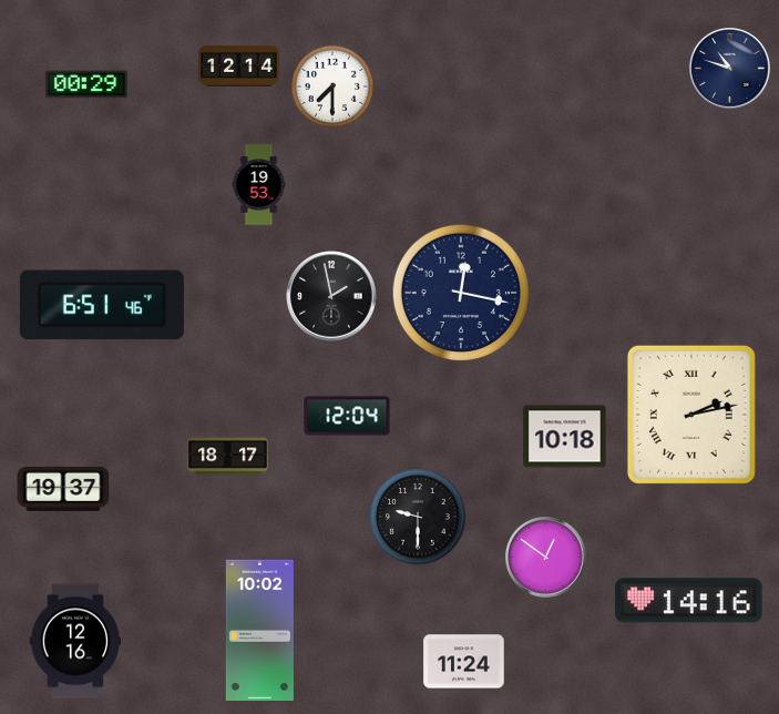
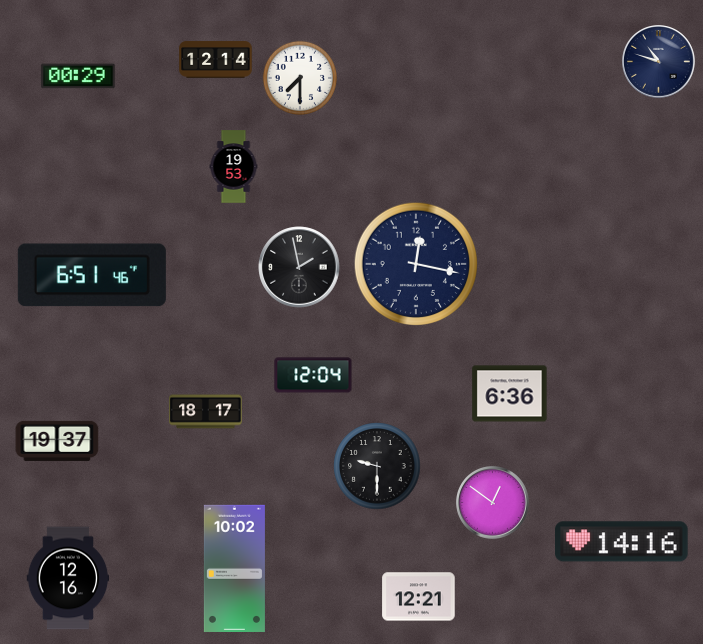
clock at (691, 415): 2:13 -> none
clock at (565, 437): 10:18 -> 6:36
clock at (464, 662): 11:24 -> 12:21
